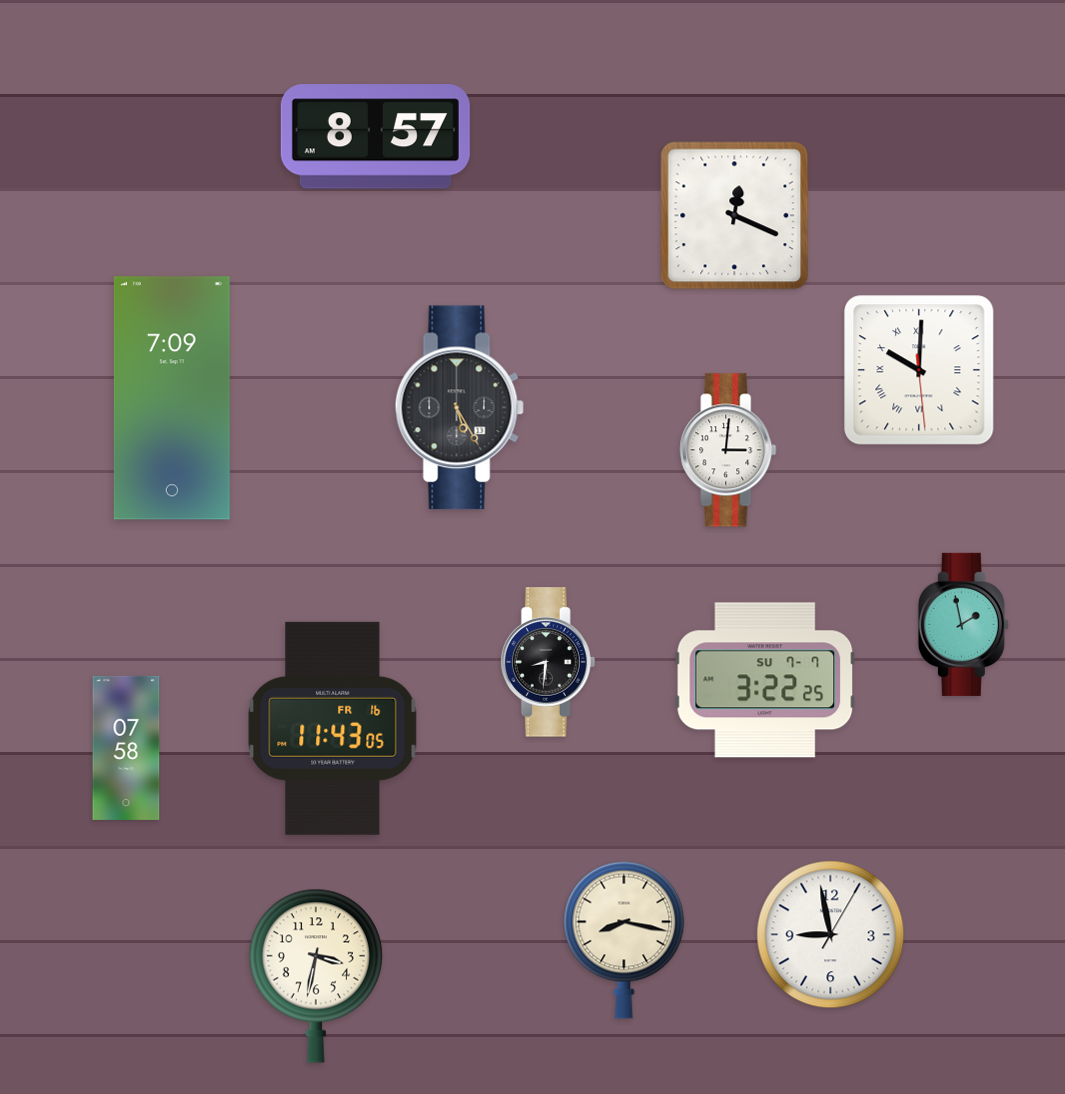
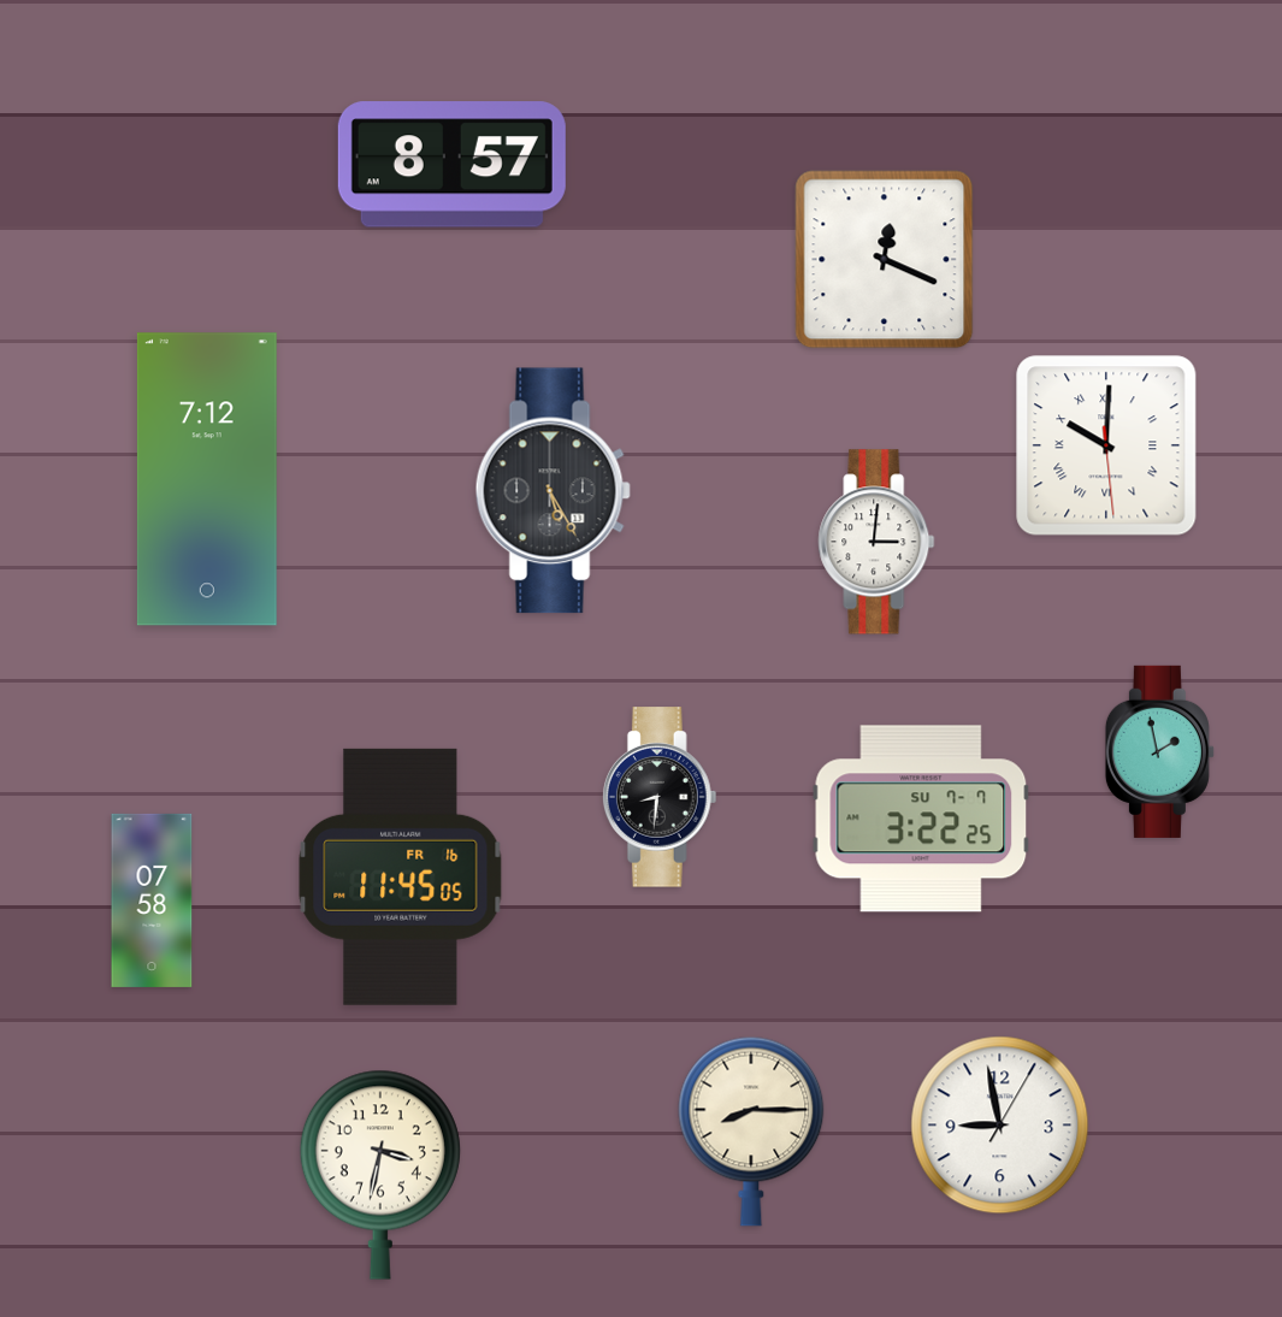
clock at (172, 398): 7:09 -> 7:12
clock at (333, 728): 11:43 -> 11:45
clock at (624, 940): 8:17 -> 8:15
